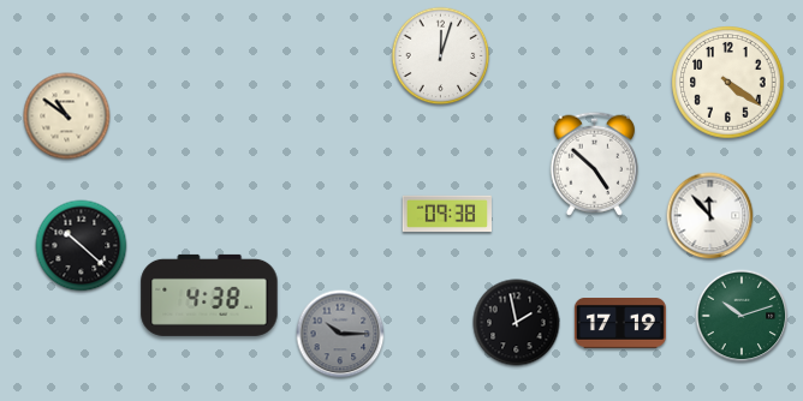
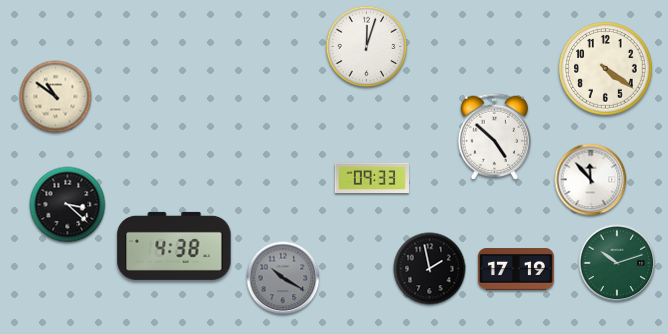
clock at (446, 214): 09:38 -> 09:33
clock at (82, 246): 10:22 -> 3:22
clock at (340, 334): 10:15 -> 10:20
